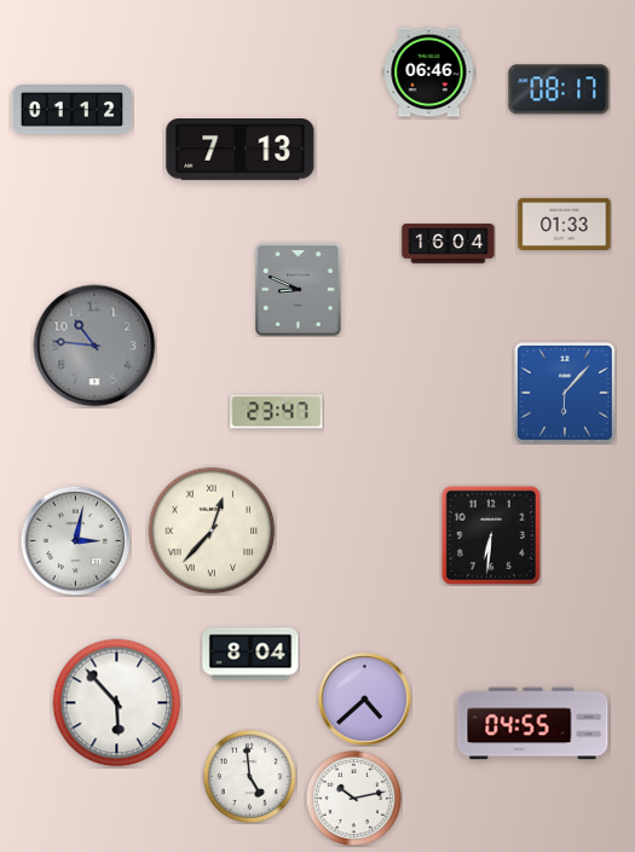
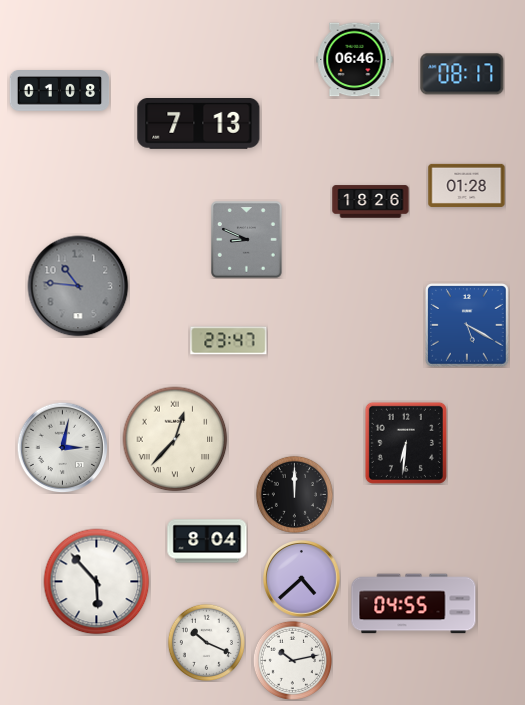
clock at (73, 110): 01:12 -> 01:08
clock at (565, 224): 01:33 -> 01:28
clock at (449, 244): 16:04 -> 18:26
clock at (565, 393): 6:07 -> 5:20
clock at (294, 494): none -> 12:00
clock at (533, 724) position: (533, 724) -> (414, 604)
clock at (249, 776): 4:59 -> 10:19
